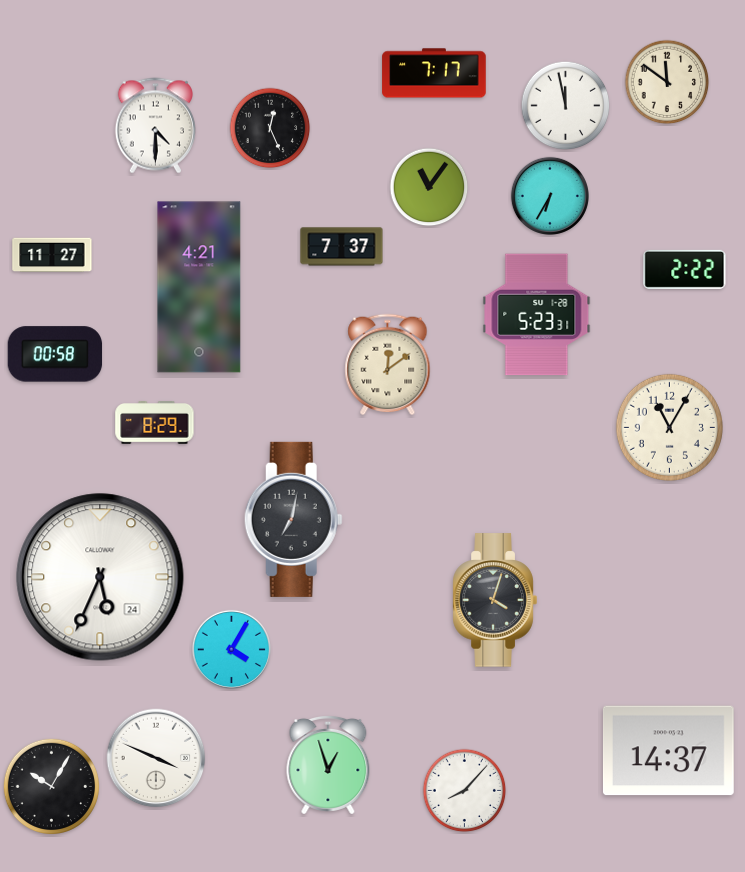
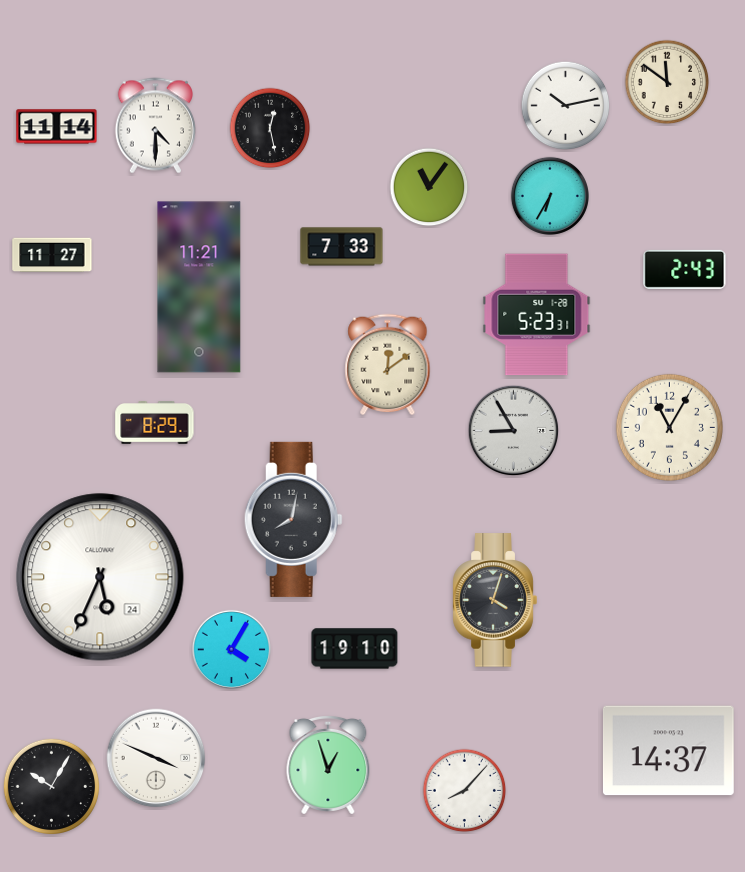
clock at (434, 73): 7:17 -> none
clock at (566, 106): 11:58 -> 10:13
clock at (57, 127): none -> 11:14
clock at (270, 128): 12:26 -> 12:28
clock at (342, 247): 7:37 -> 7:33
clock at (685, 269): 2:22 -> 2:43
clock at (199, 287): 4:21 -> 11:21
clock at (55, 354): 00:58 -> none
clock at (514, 431): none -> 8:55
clock at (293, 519): 7:02 -> 8:02
clock at (355, 649): none -> 19:10
